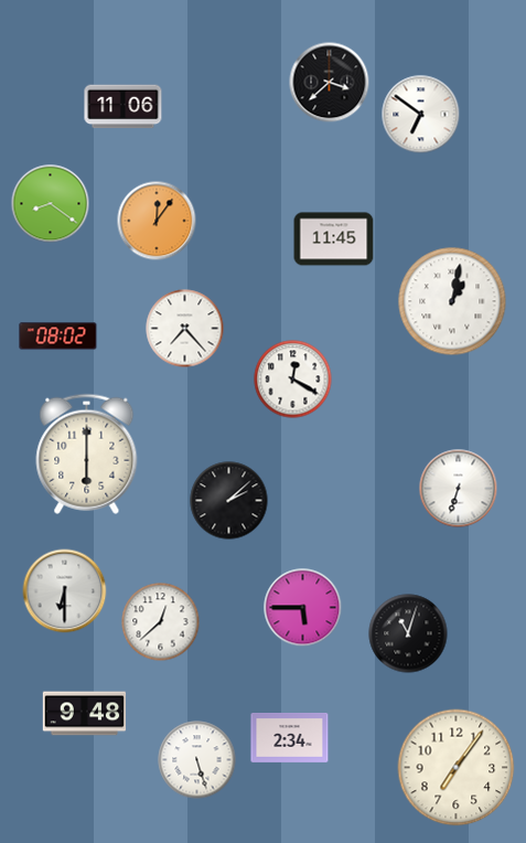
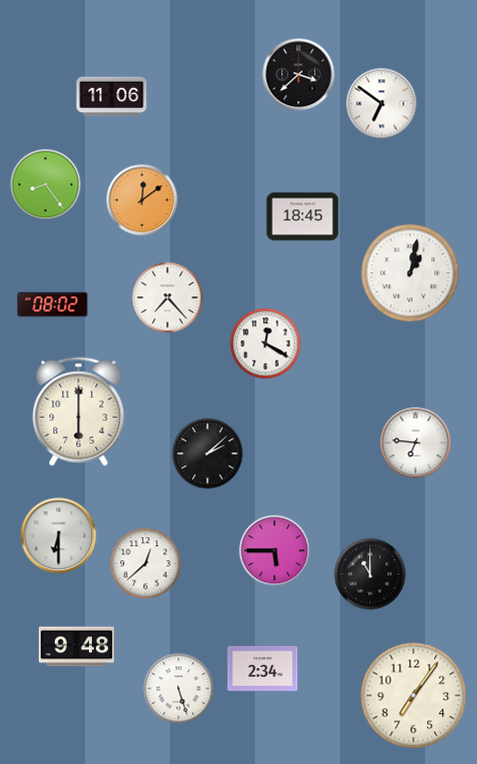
clock at (51, 204): 8:21 -> 8:24
clock at (157, 221): 12:06 -> 12:09
clock at (334, 239): 11:45 -> 18:45
clock at (459, 489): 6:33 -> 6:46
clock at (408, 633): 11:03 -> 11:00
